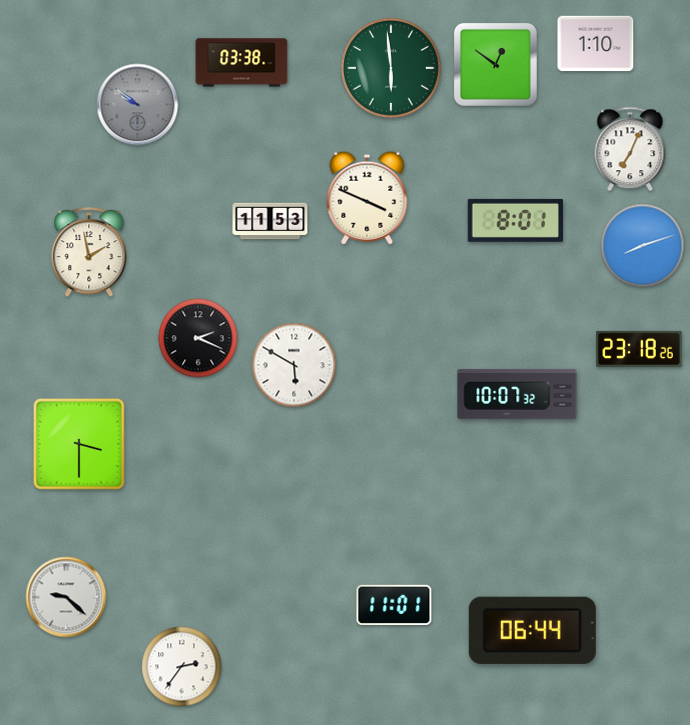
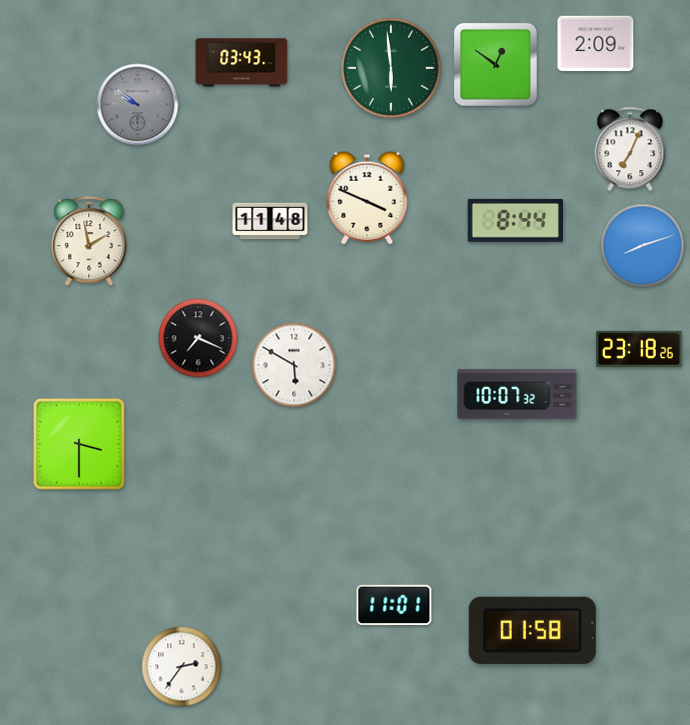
clock at (596, 44): 1:10 -> 2:09
clock at (242, 63): 03:38 -> 03:43
clock at (515, 220): 8:01 -> 8:44
clock at (270, 221): 11:53 -> 11:48
clock at (89, 253) position: (89, 253) -> (89, 242)
clock at (198, 338): 2:19 -> 7:19
clock at (66, 597): 9:22 -> none
clock at (532, 630): 06:44 -> 01:58
